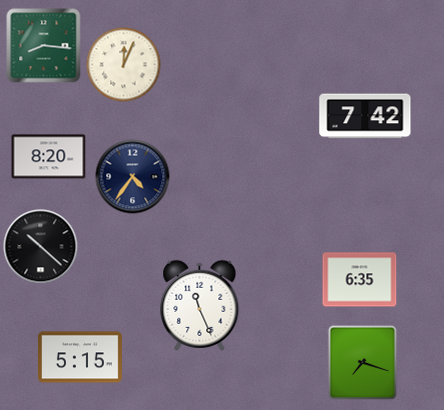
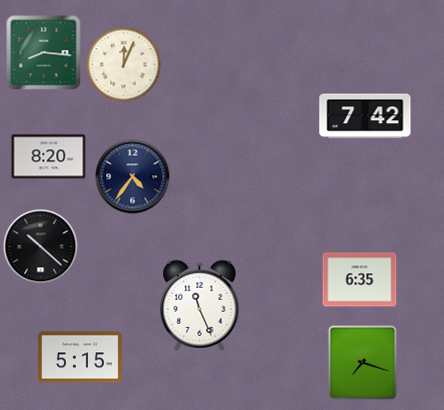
clock at (44, 46) position: (44, 46) -> (44, 53)
